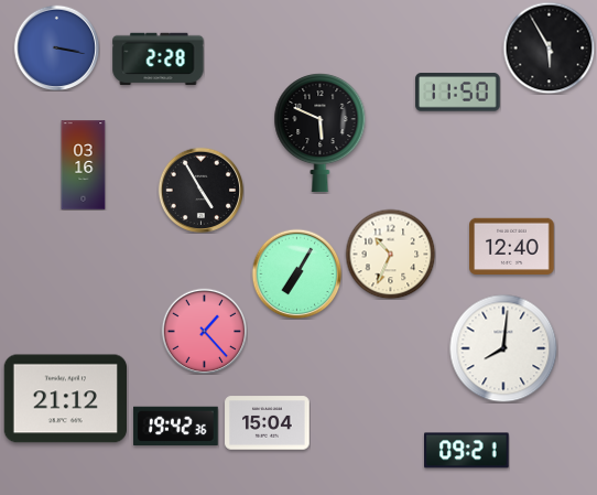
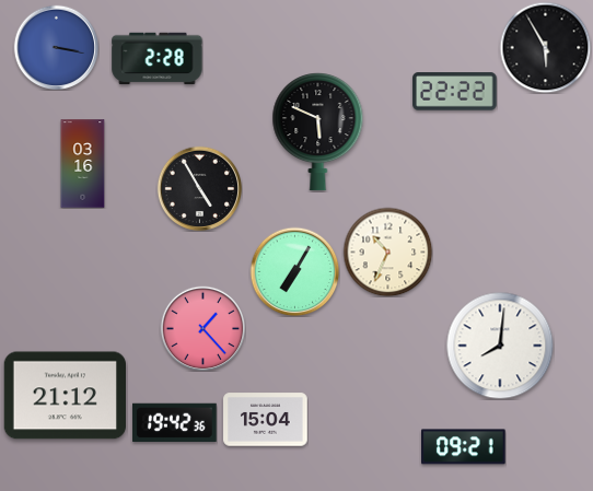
clock at (458, 93): 11:50 -> 22:22
clock at (512, 246): 12:40 -> none
